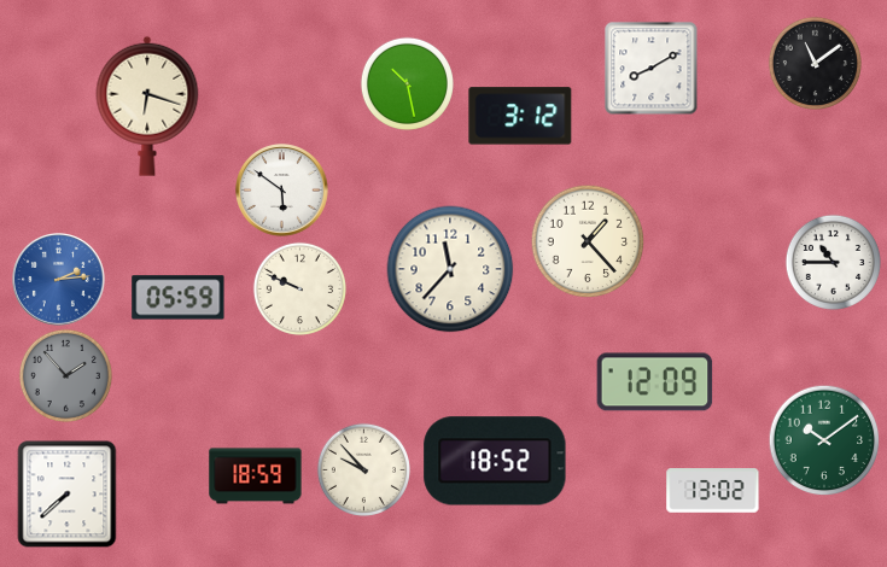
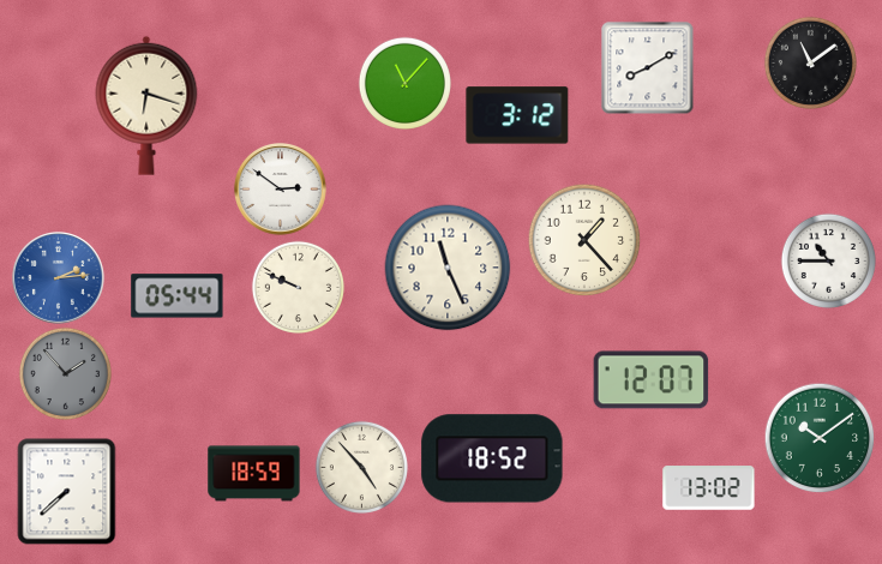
clock at (407, 83): 10:28 -> 11:07
clock at (282, 191): 5:51 -> 2:51
clock at (450, 269): 11:37 -> 11:26
clock at (179, 298): 05:59 -> 05:44
clock at (655, 382): 12:09 -> 12:07
clock at (363, 469): 9:53 -> 4:53
